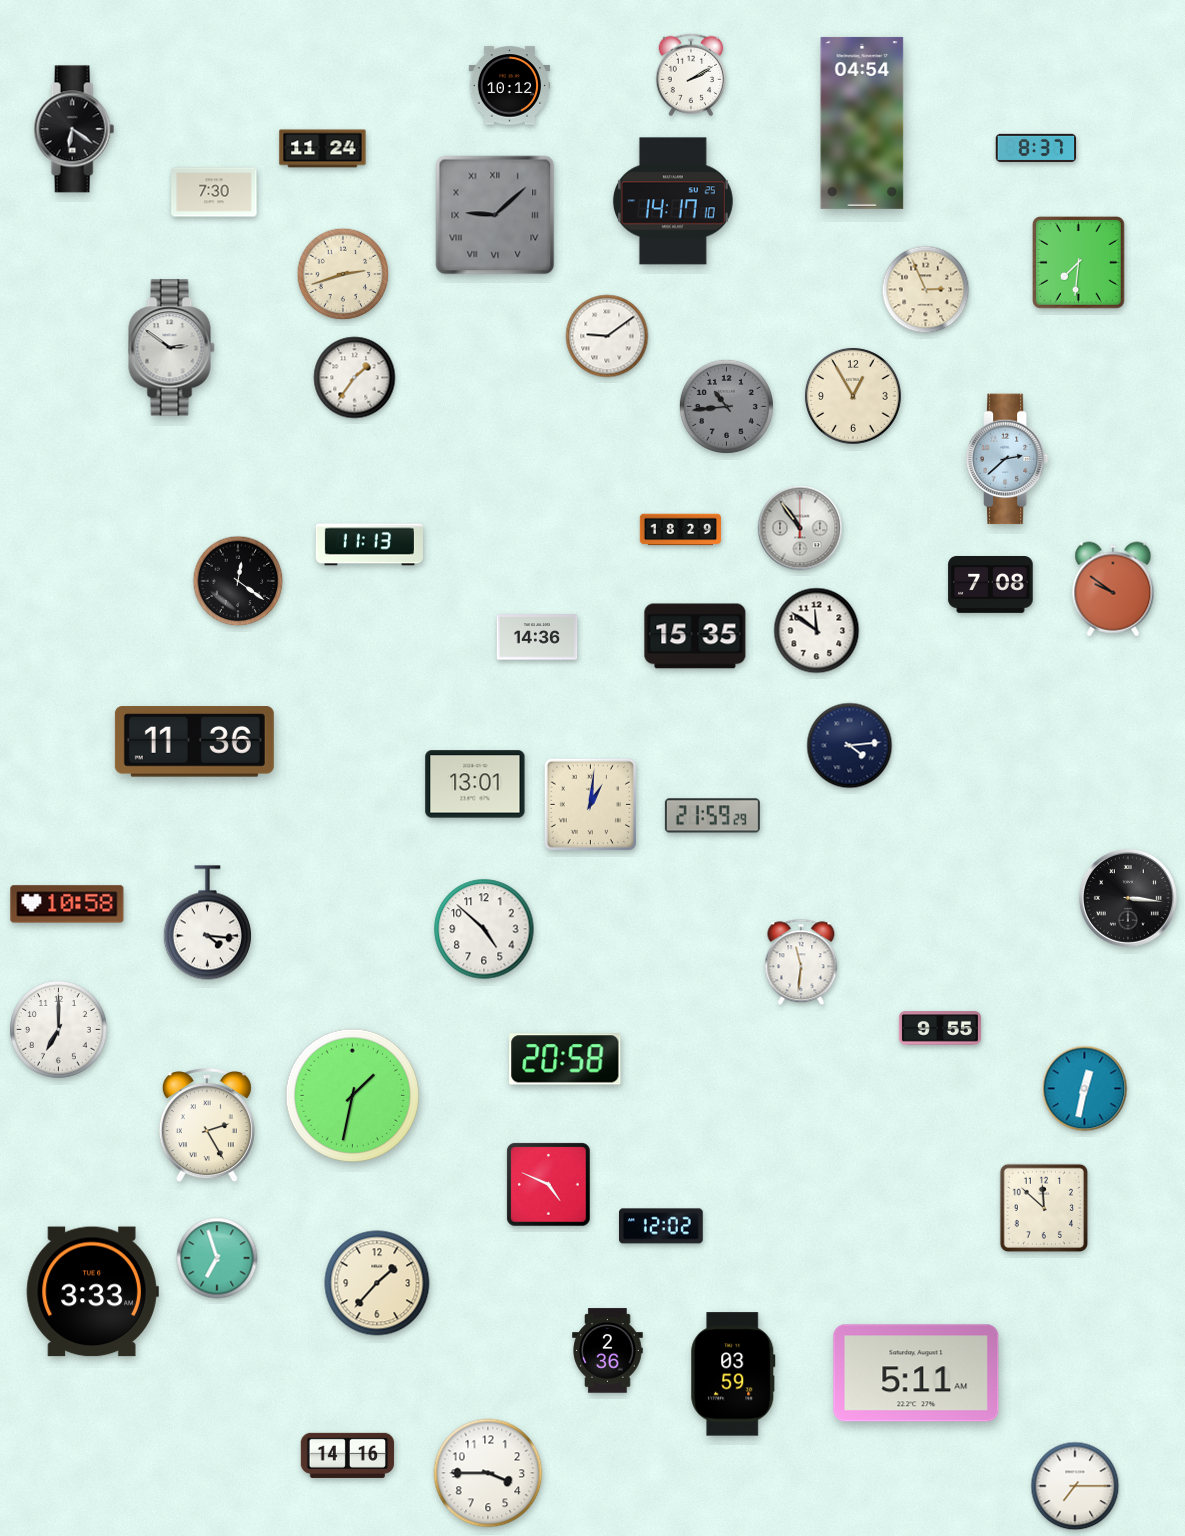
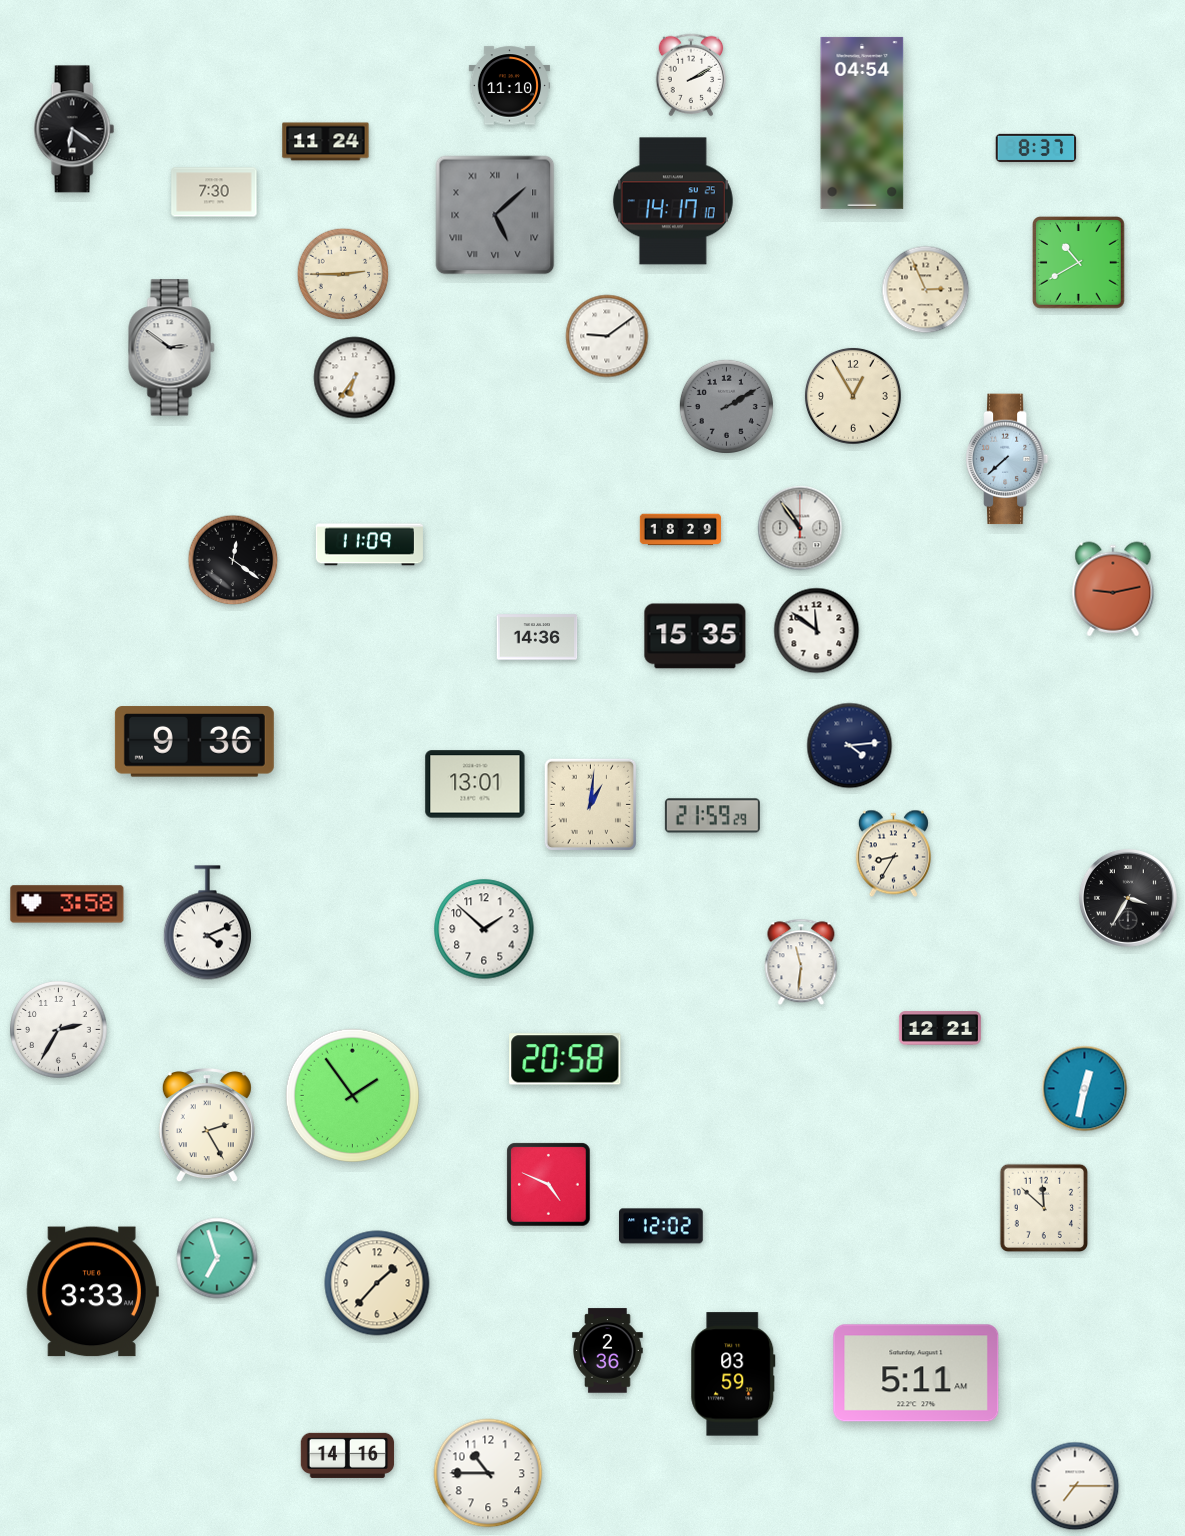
clock at (509, 86): 10:12 -> 11:10
clock at (323, 149) position: (323, 149) -> (326, 142)
clock at (495, 215): 9:08 -> 5:08
clock at (1079, 263): 7:31 -> 10:40
clock at (343, 274): 2:42 -> 2:45
clock at (355, 378): 1:36 -> 6:36
clock at (726, 406): 10:44 -> 2:10
clock at (1007, 459): 2:38 -> 7:38
clock at (369, 545): 11:13 -> 11:09
clock at (238, 581) position: (238, 581) -> (233, 560)
clock at (991, 585): 7:08 -> none
clock at (1113, 589): 9:51 -> 9:13
clock at (194, 742): 11:36 -> 9:36
clock at (893, 854): none -> 8:35
clock at (1128, 898): 3:16 -> 3:35
clock at (67, 904): 10:58 -> 3:58
clock at (207, 923): 4:16 -> 4:11
clock at (484, 929): 4:52 -> 1:52
clock at (940, 1028): 9:55 -> 12:21
clock at (59, 1030): 7:00 -> 2:35
clock at (352, 1095): 1:32 -> 1:54
clock at (488, 1473): 3:45 -> 10:45
